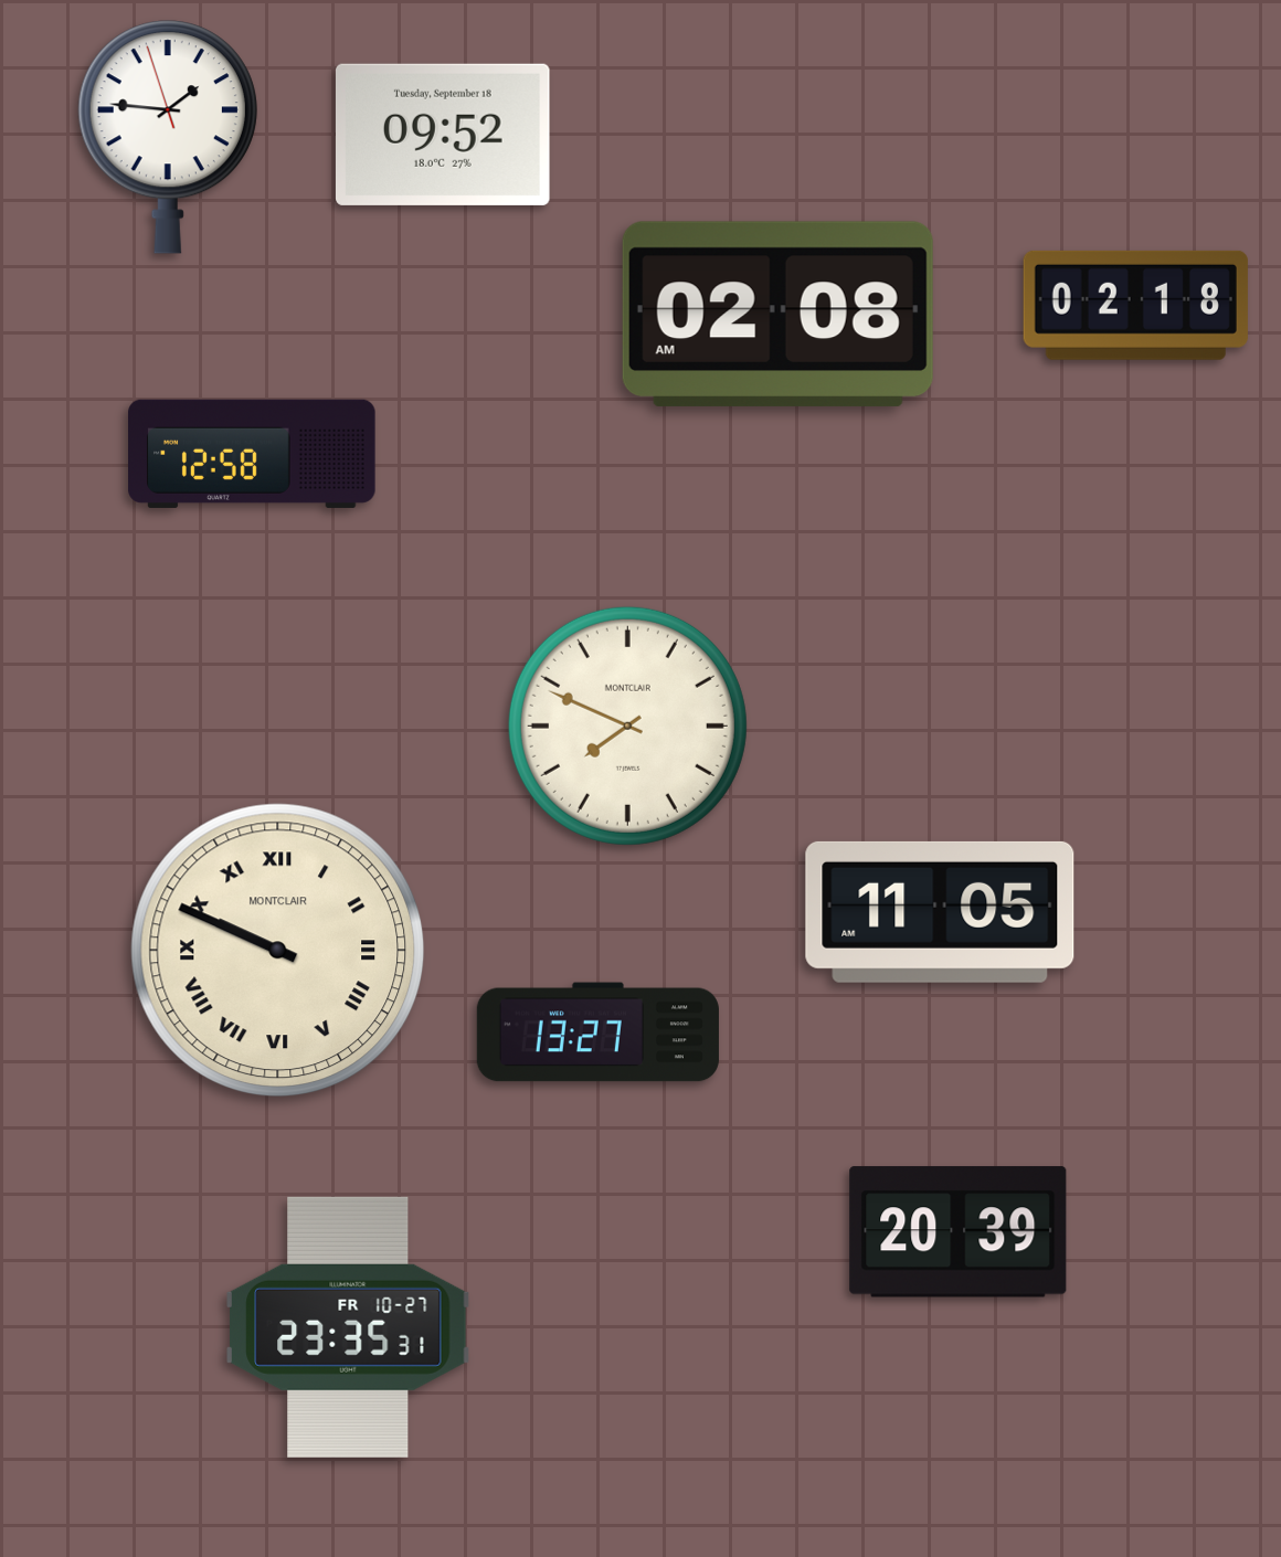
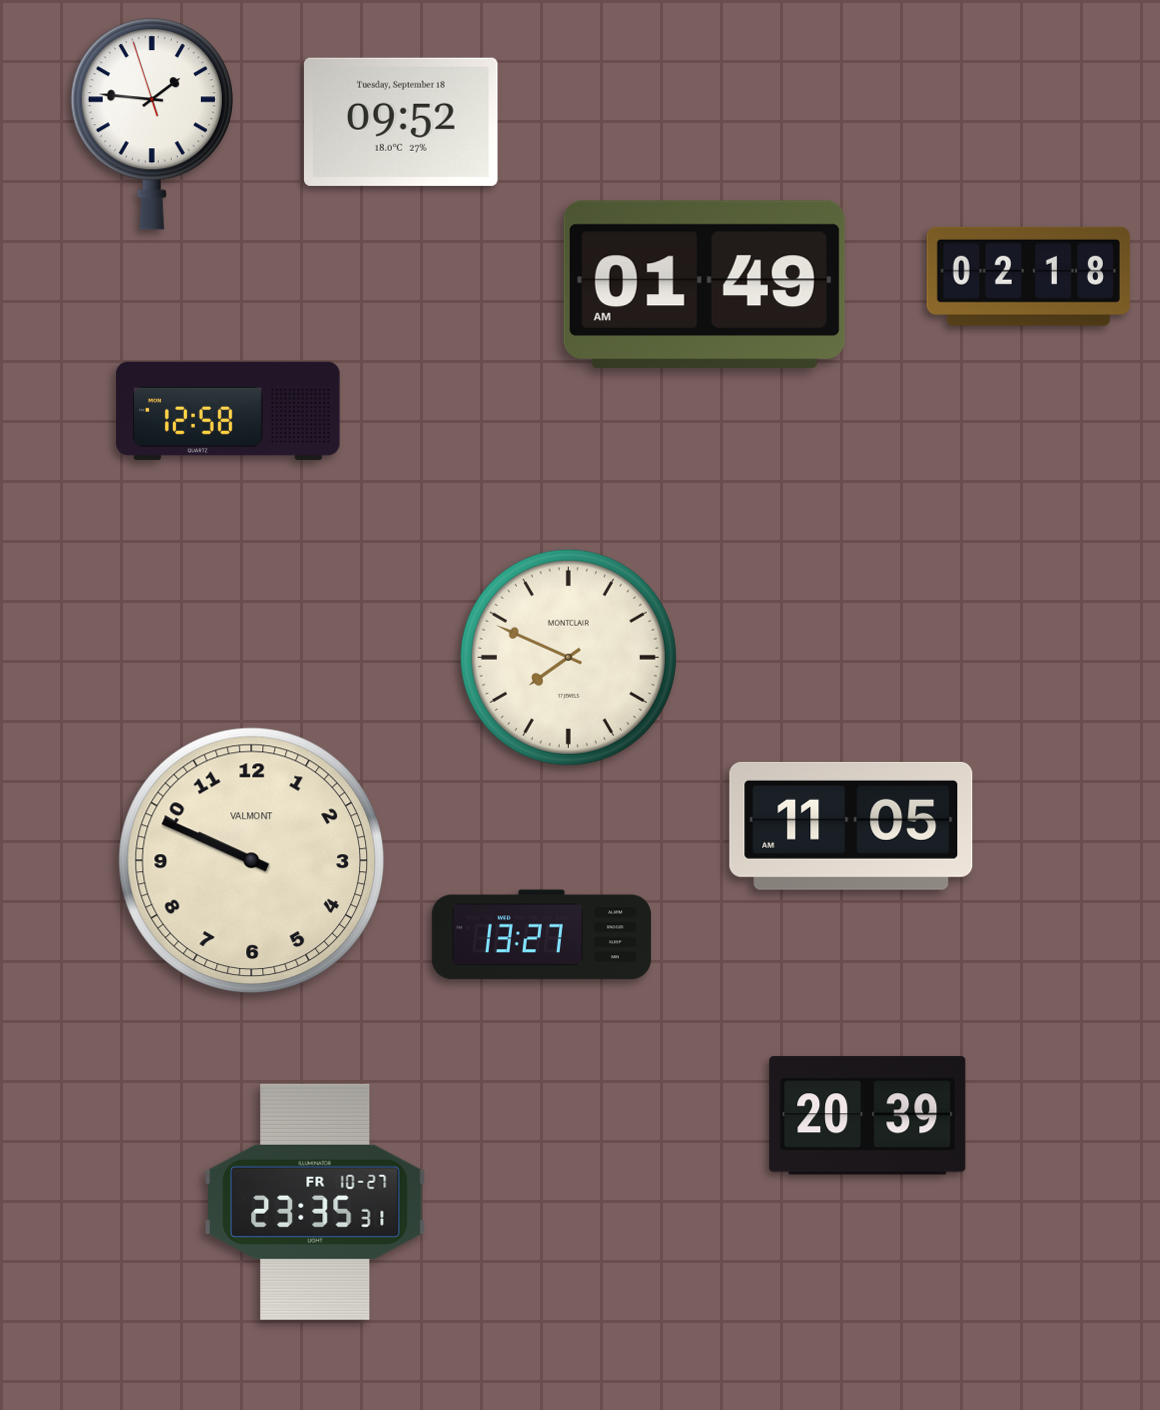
clock at (777, 314): 02:08 -> 01:49
clock at (278, 951) numerals: Roman -> Arabic
clock at (278, 951) brand: MONTCLAIR -> VALMONT
